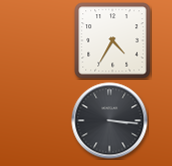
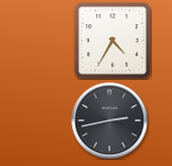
clock at (110, 121): 3:16 -> 2:43
